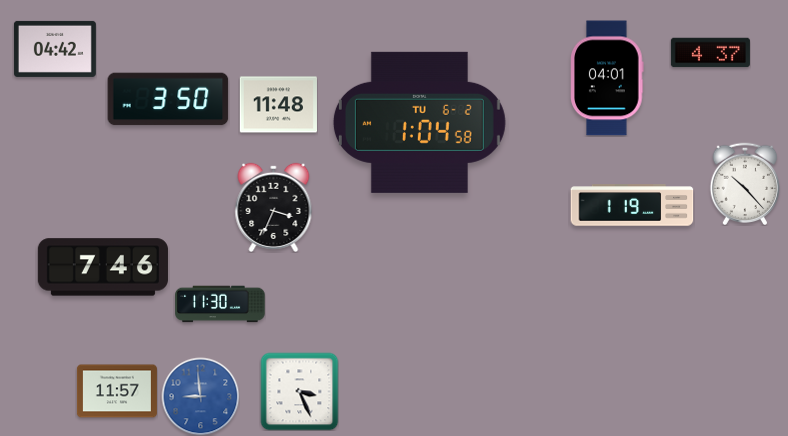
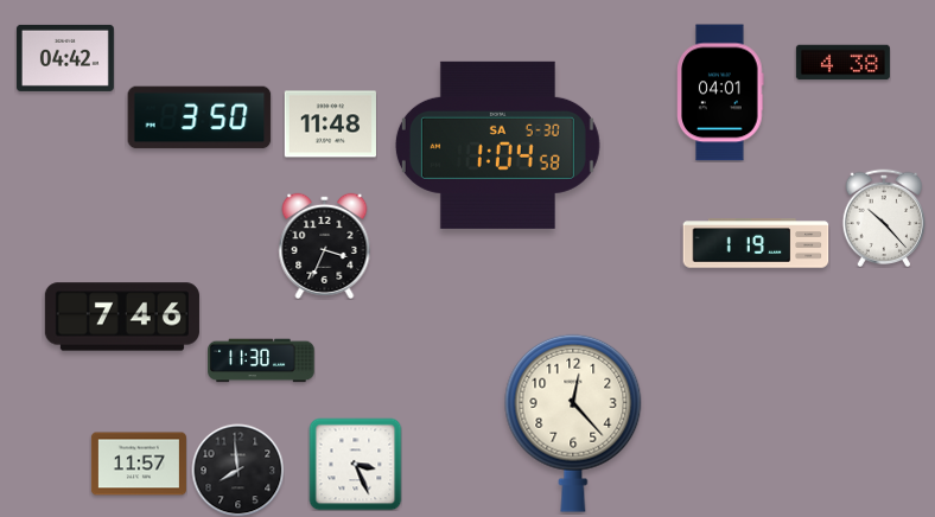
clock at (710, 53): 4:37 -> 4:38
clock at (419, 122) date: TU 6-2 -> SA 5-30
clock at (632, 205) position: (632, 205) -> (756, 243)
clock at (573, 423): none -> 12:23
clock at (200, 396): 8:59 -> 7:59
clock at (200, 396) dial: blue -> black
